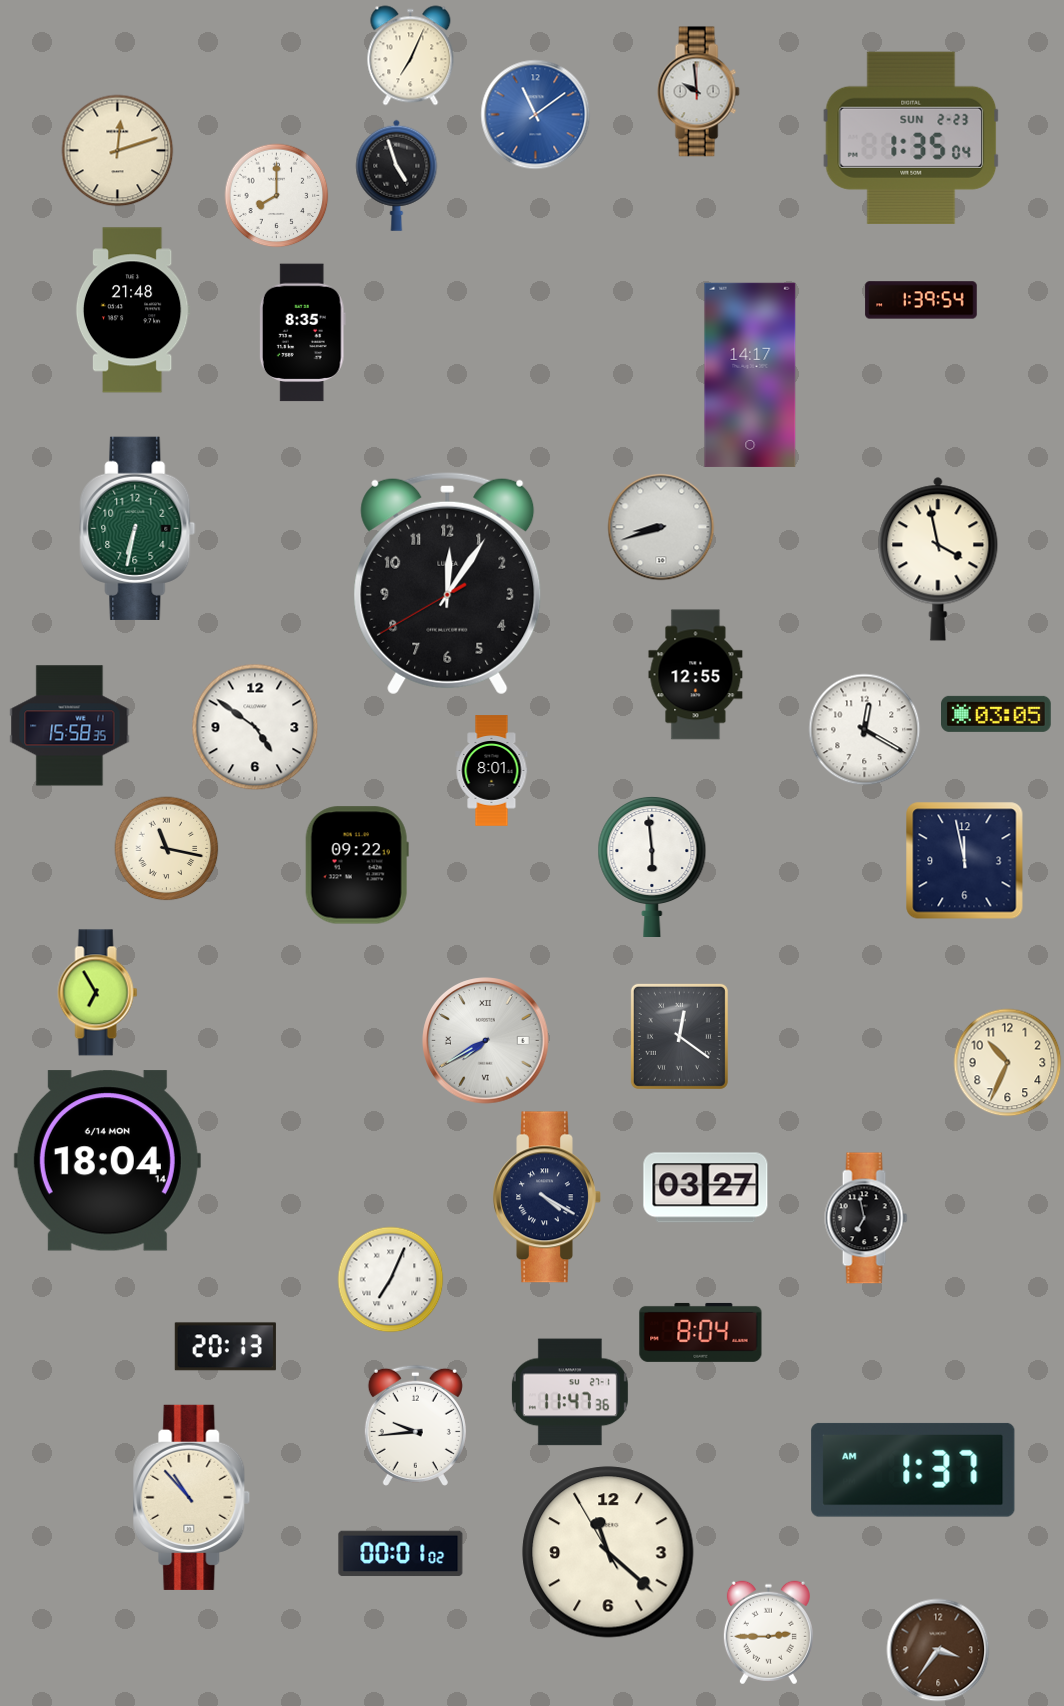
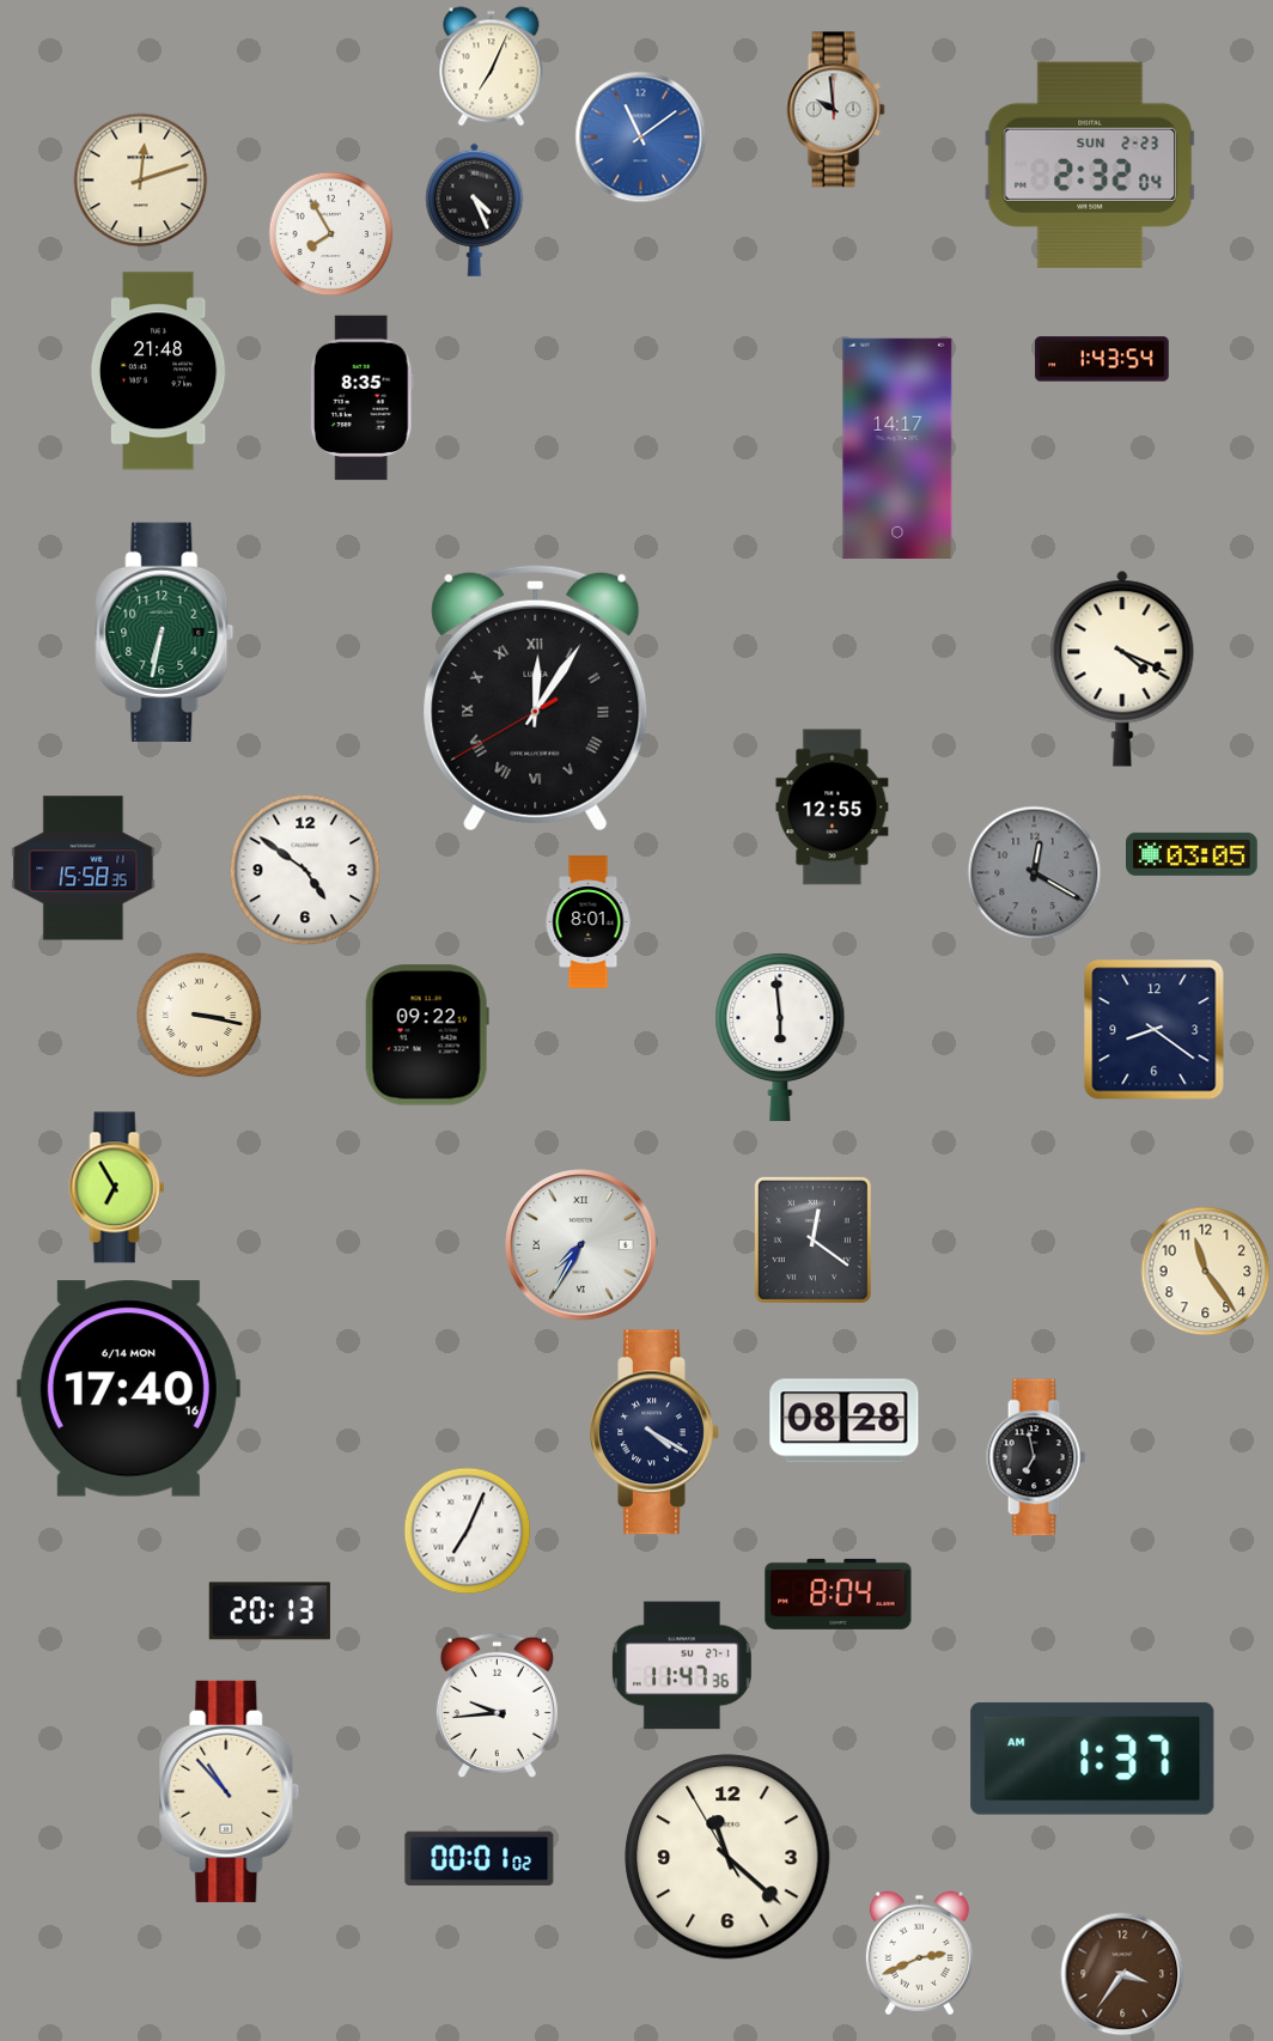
clock at (911, 138): 1:35 -> 2:32
clock at (397, 175): 4:57 -> 4:26
clock at (277, 196): 8:00 -> 7:55
clock at (921, 300): 1:39 -> 1:43
clock at (661, 527): 8:42 -> none
clock at (938, 559): 3:58 -> 4:19
clock at (448, 583) numerals: Arabic -> Roman
clock at (865, 730) dial: white -> grey
clock at (167, 849): 11:17 -> 3:17
clock at (965, 861): 11:58 -> 8:21
clock at (486, 1041): 7:40 -> 7:35
clock at (1008, 1063): 10:34 -> 11:24
clock at (107, 1161): 18:04 -> 17:40
clock at (706, 1188): 03:27 -> 08:28
clock at (768, 1633): 2:45 -> 2:41
